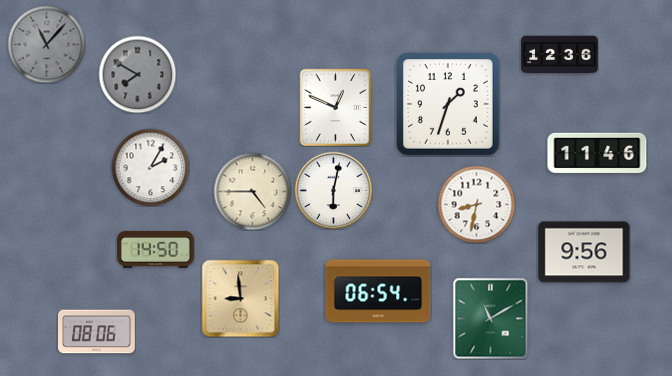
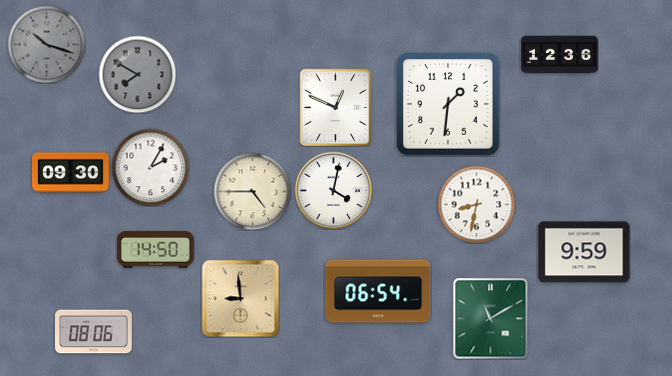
clock at (46, 44): 11:07 -> 10:18
clock at (448, 104): 1:33 -> 1:31
clock at (597, 152): 11:46 -> none
clock at (71, 173): none -> 09:30
clock at (333, 190): 6:02 -> 4:02
clock at (584, 252): 9:56 -> 9:59
clock at (97, 332) position: (97, 332) -> (94, 332)
